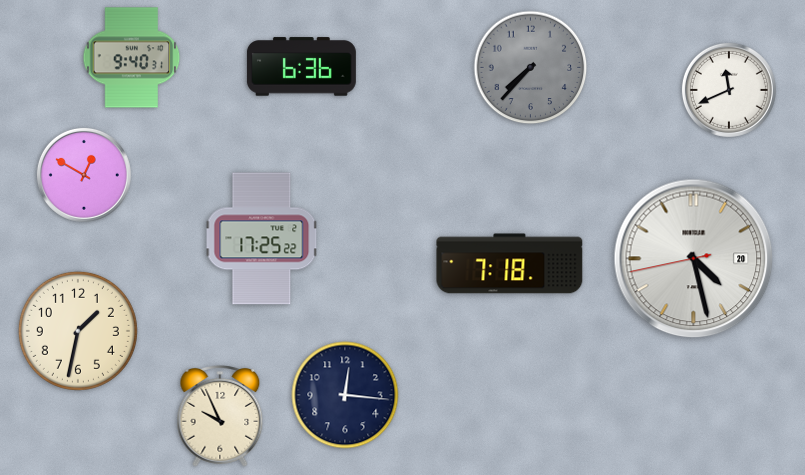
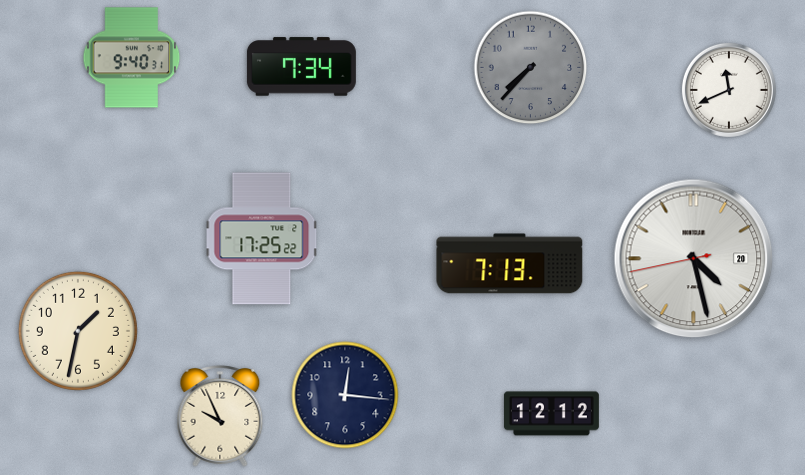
clock at (301, 67): 6:36 -> 7:34
clock at (84, 175): 12:50 -> none
clock at (510, 264): 7:18 -> 7:13
clock at (552, 414): none -> 12:12
